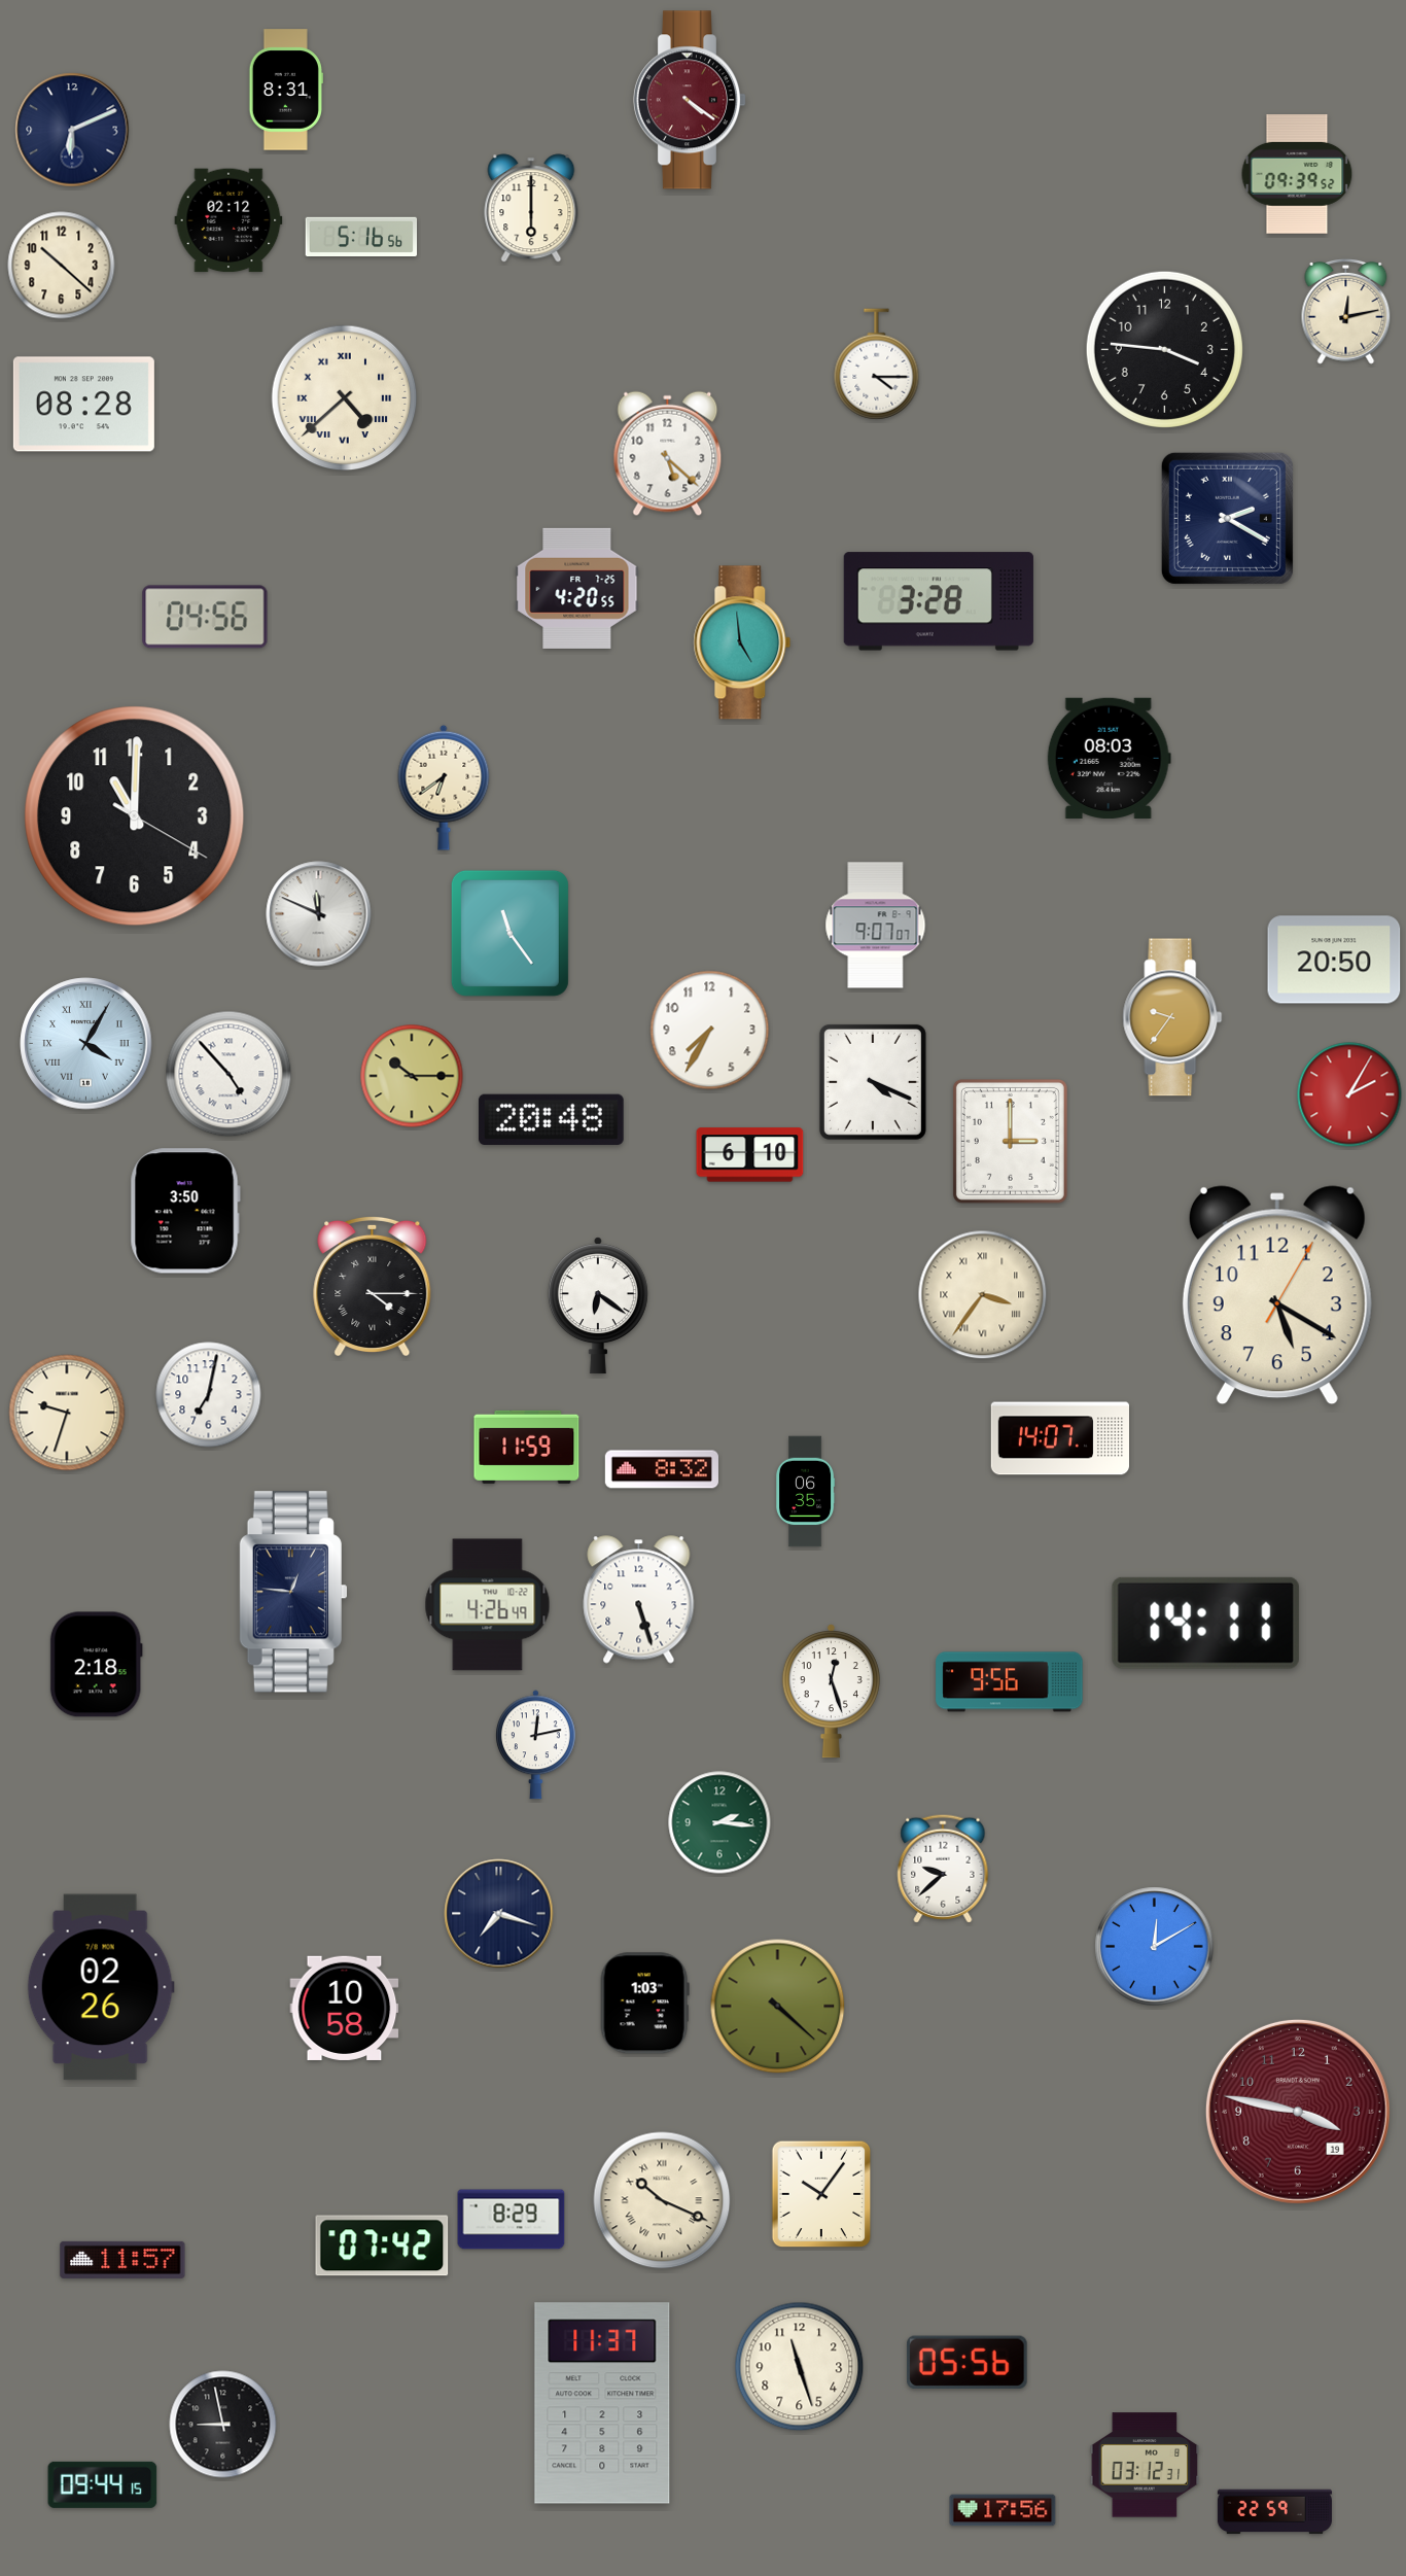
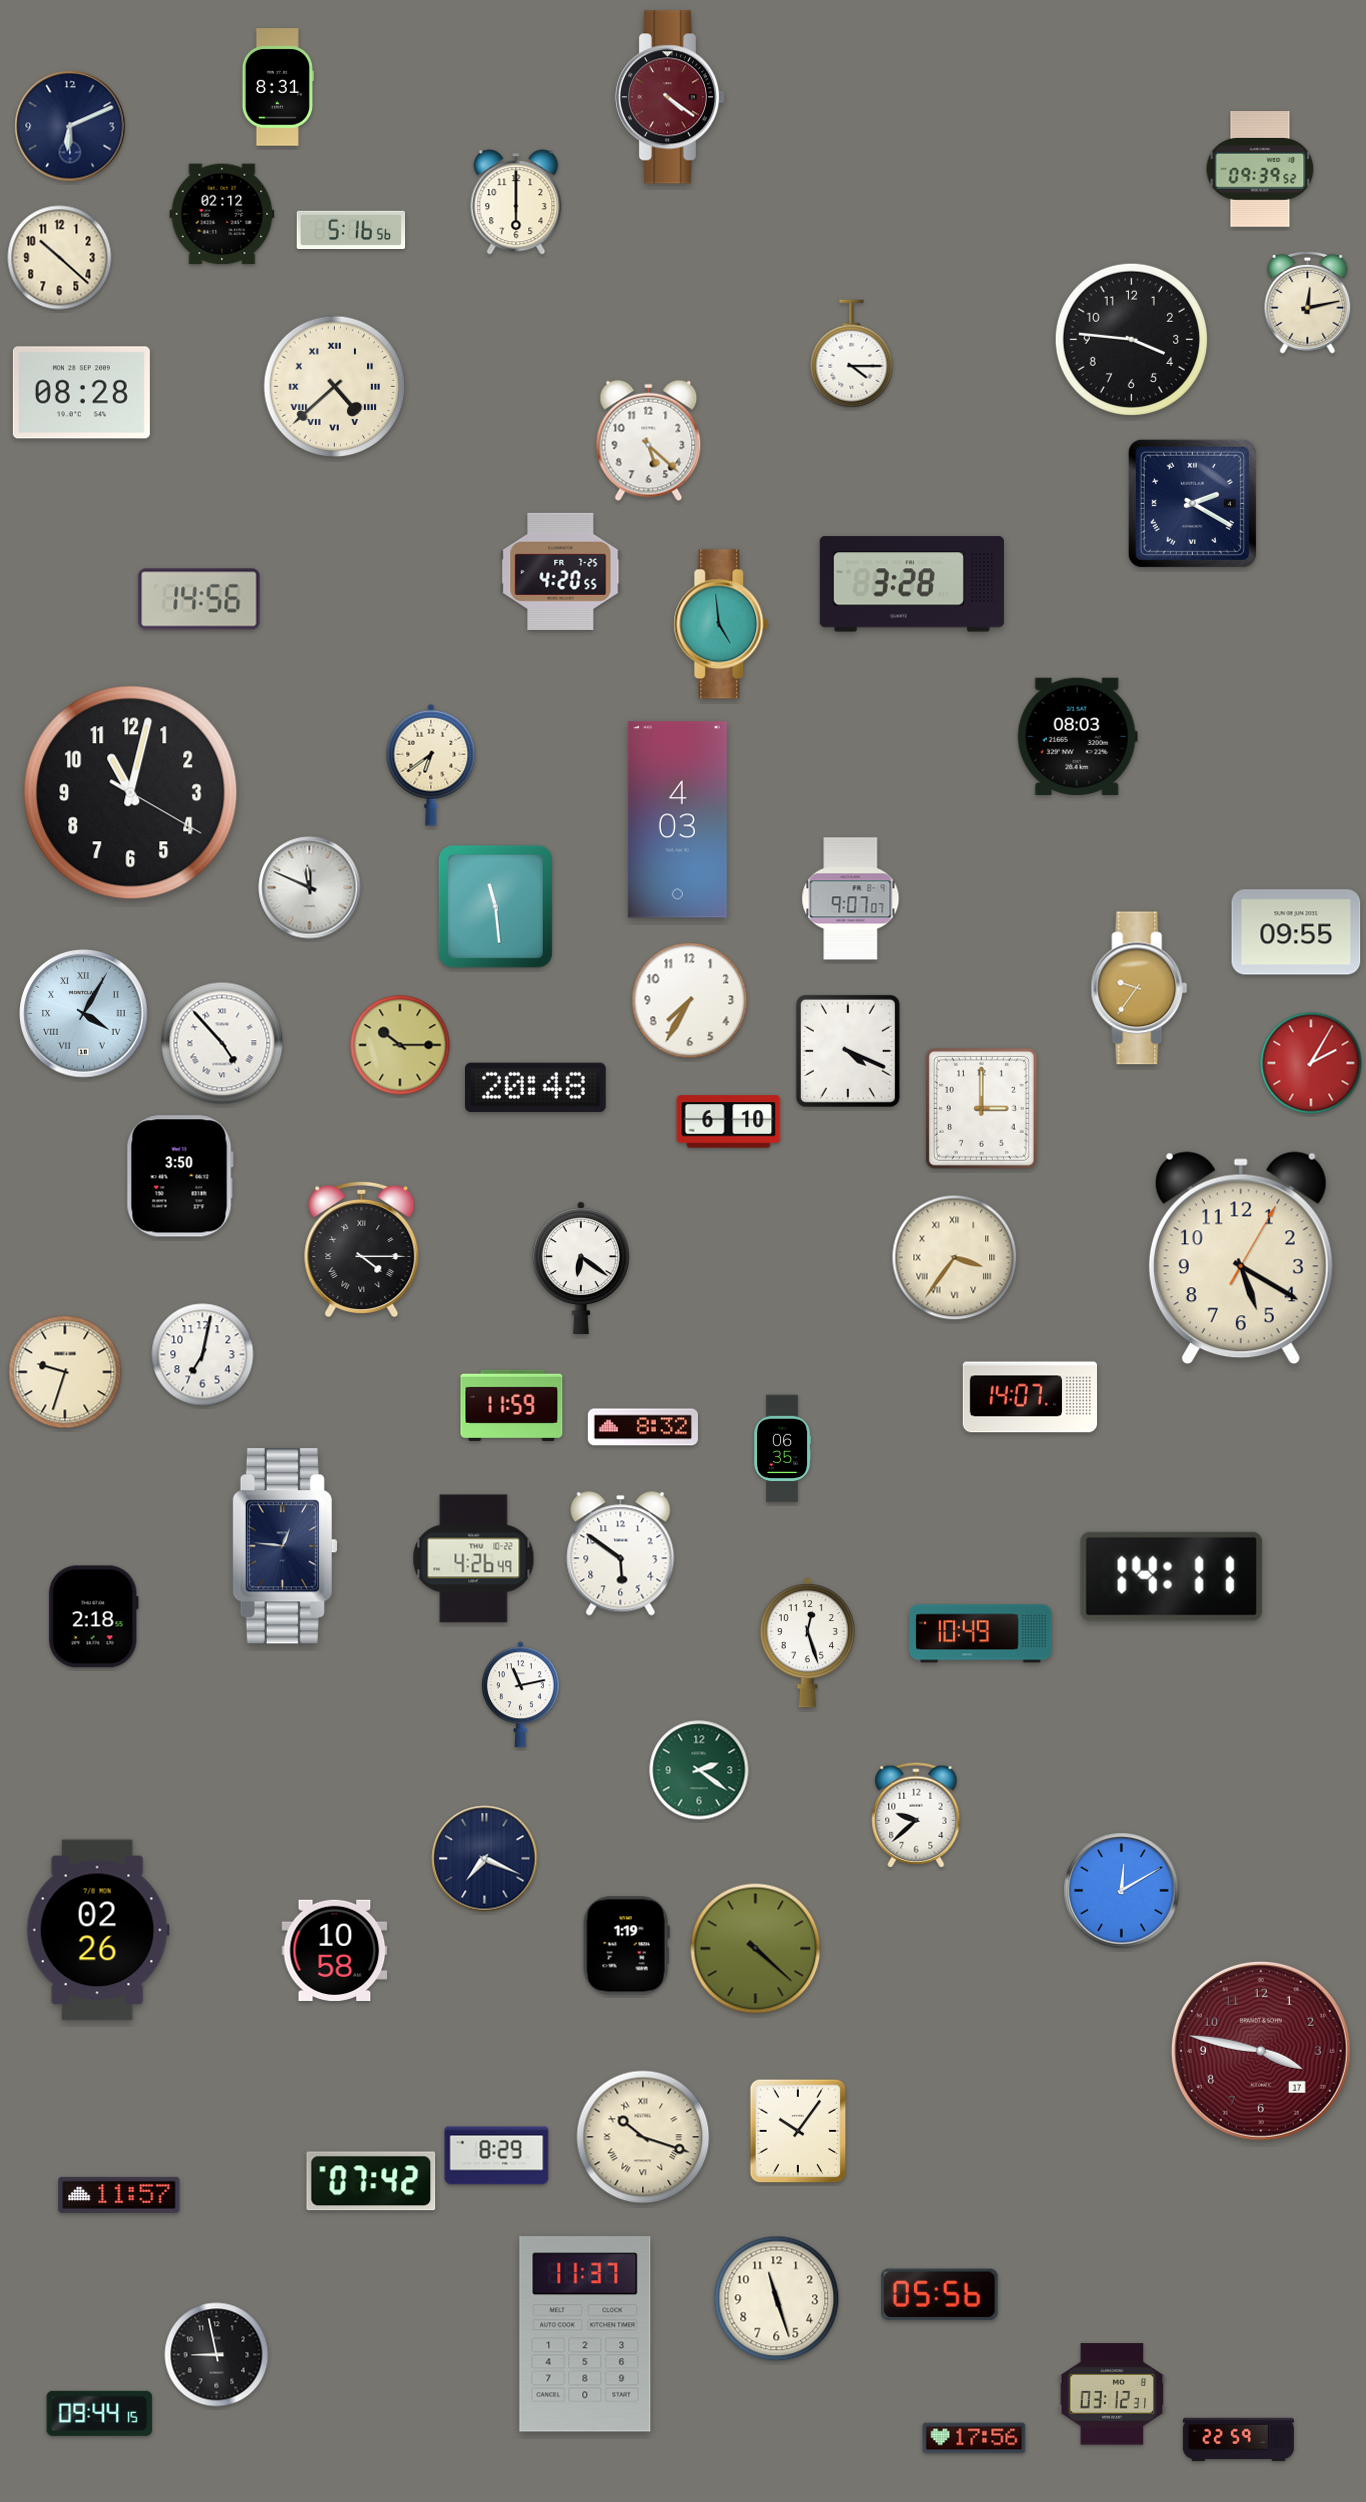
clock at (205, 617): 04:56 -> 14:56
clock at (135, 816): 11:00 -> 11:02
clock at (677, 820): none -> 4:03
clock at (509, 933): 11:24 -> 11:29
clock at (1334, 960): 20:50 -> 09:55
clock at (639, 1600): 5:27 -> 5:51
clock at (1010, 1682): 9:56 -> 10:49
clock at (535, 1745): 12:13 -> 11:13
clock at (719, 1822): 2:16 -> 2:21
clock at (499, 1914): 7:18 -> 7:19
clock at (644, 2004): 1:03 -> 1:19
clock at (1298, 2112) date: 19 -> 17
clock at (662, 2200): 10:19 -> 10:18
